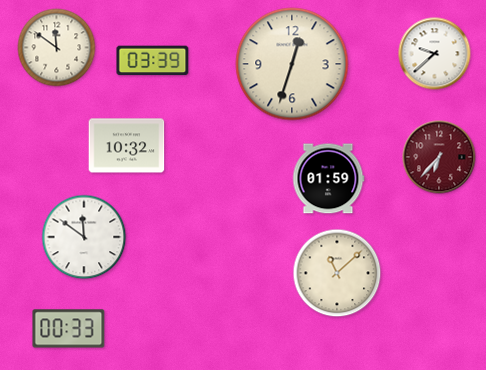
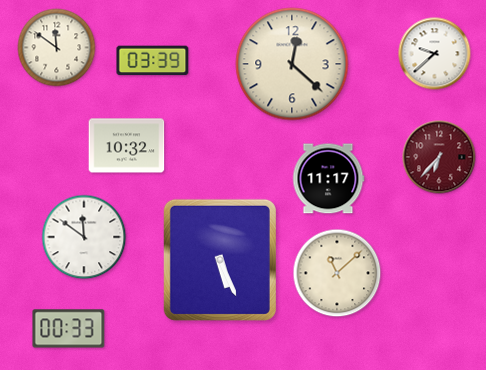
clock at (292, 64): 12:33 -> 12:22
clock at (328, 179): 01:59 -> 11:17
clock at (220, 260): none -> 5:26
